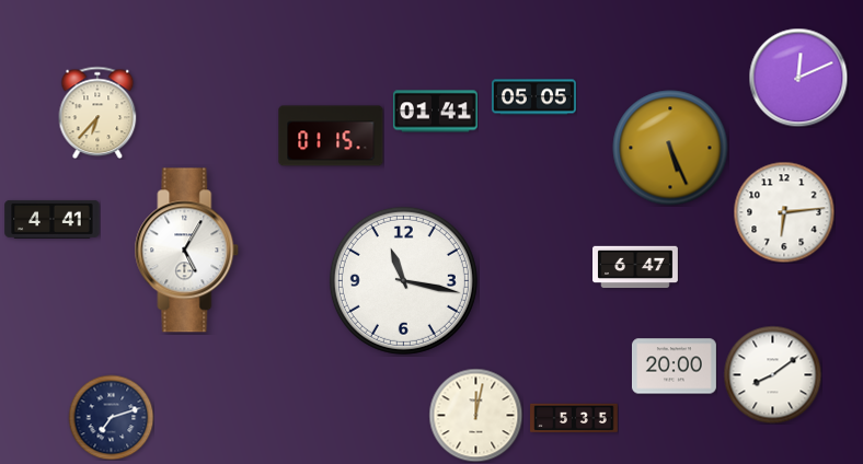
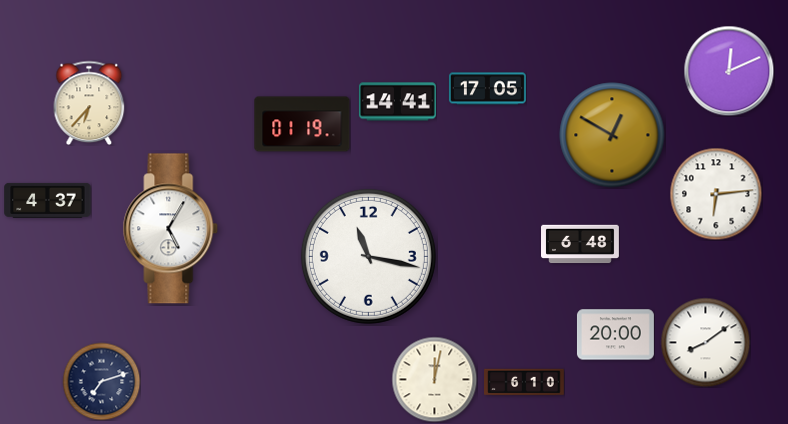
clock at (533, 97): 05:05 -> 17:05
clock at (435, 112): 01:41 -> 14:41
clock at (331, 136): 01:15 -> 01:19
clock at (670, 148): 5:26 -> 12:50
clock at (53, 219): 4:41 -> 4:37
clock at (636, 267): 6:47 -> 6:48
clock at (574, 418): 5:35 -> 6:10
